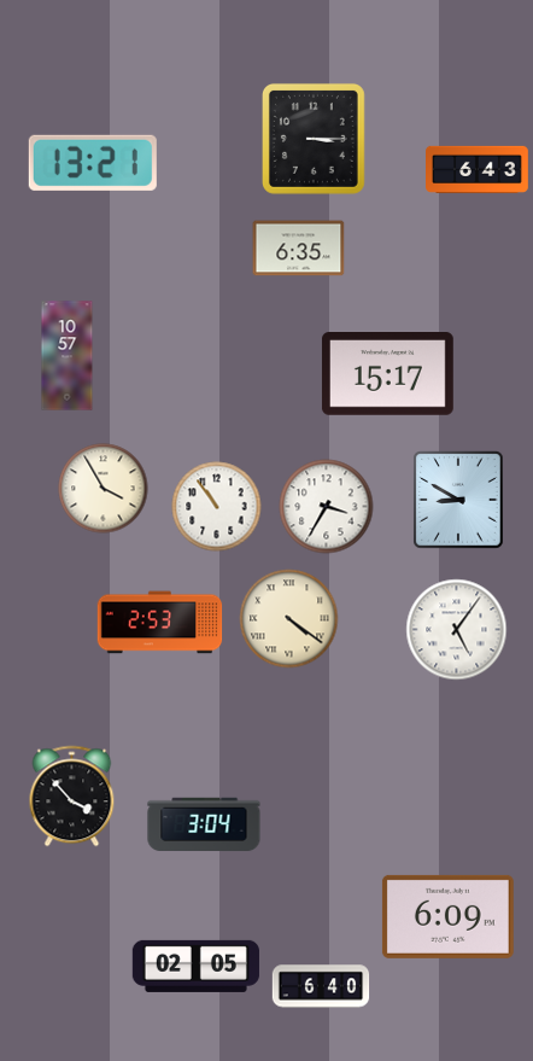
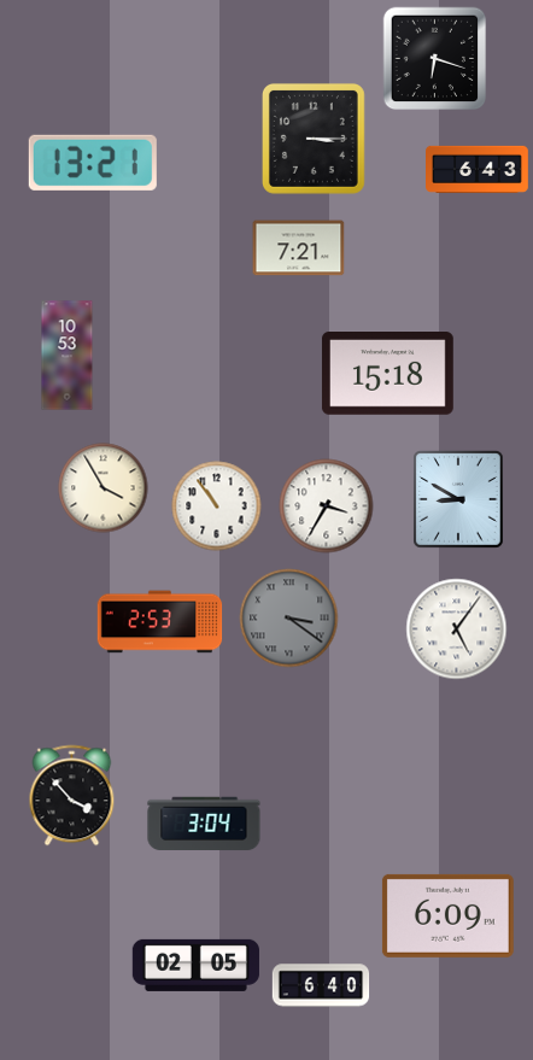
clock at (435, 59): none -> 6:18
clock at (299, 249): 6:35 -> 7:21
clock at (68, 356): 10:57 -> 10:53
clock at (387, 374): 15:17 -> 15:18
clock at (289, 619): 4:21 -> 3:21
clock at (289, 619) dial: cream -> grey
